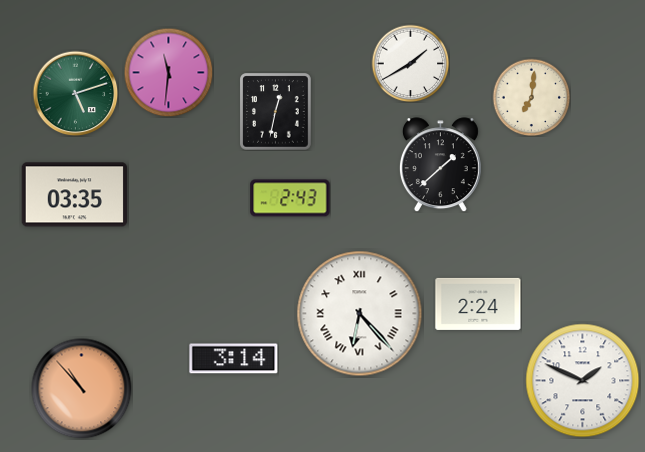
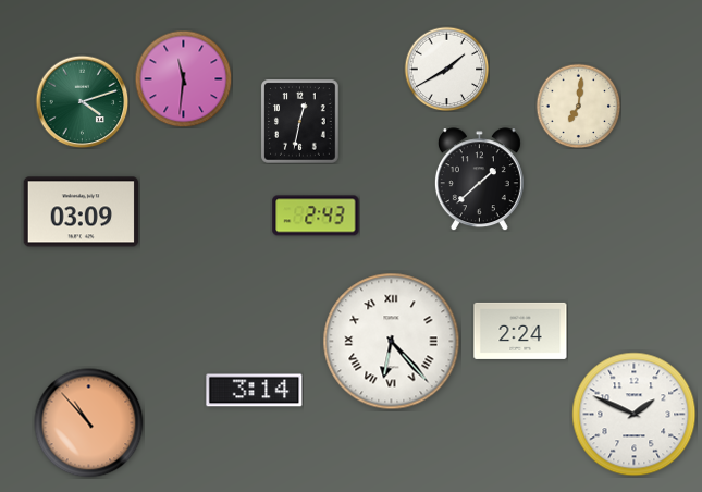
clock at (75, 93): 5:12 -> 4:12
clock at (75, 195): 03:35 -> 03:09
